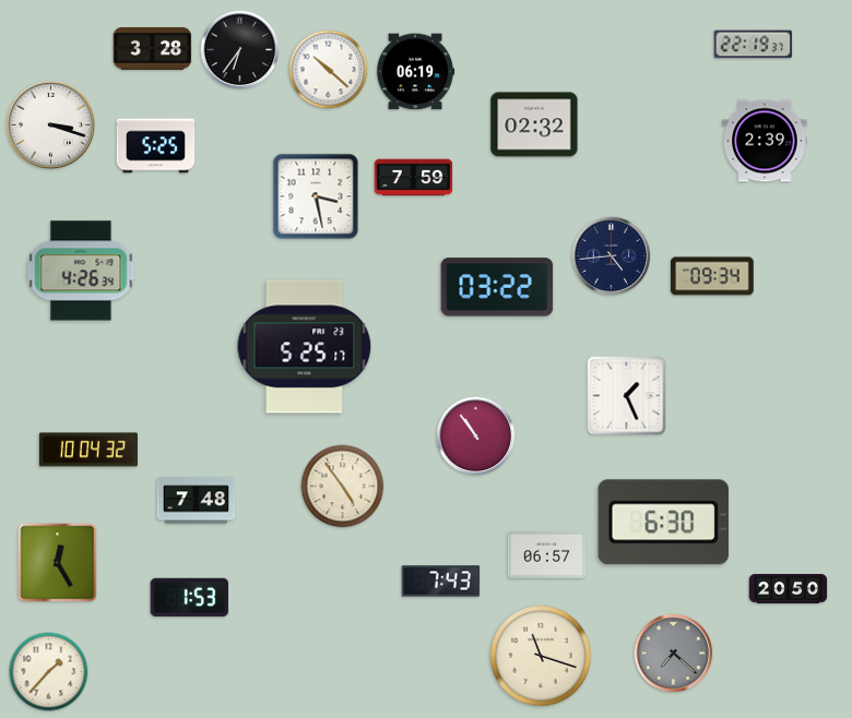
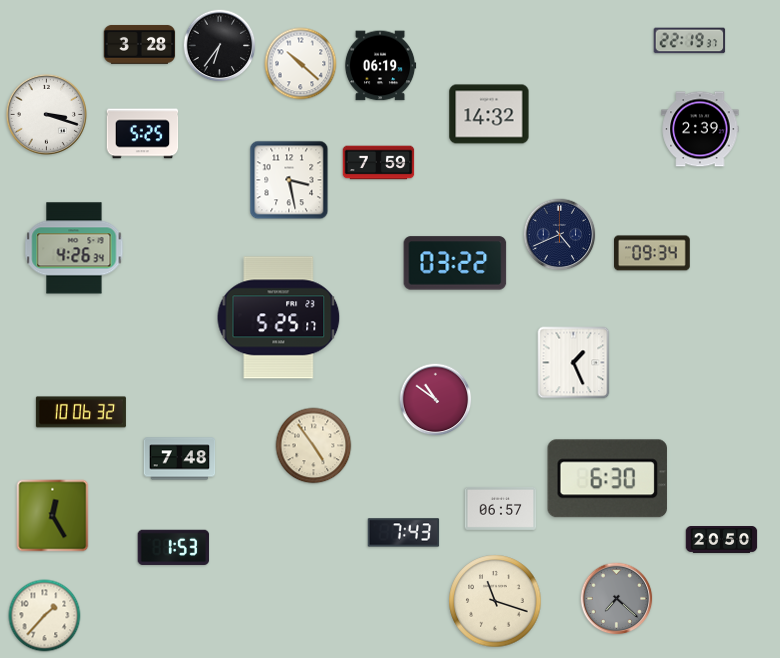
clock at (534, 124): 02:32 -> 14:32
clock at (612, 256): 4:44 -> 4:41
clock at (476, 436): 10:54 -> 10:51
clock at (88, 450): 10:04 -> 10:06
